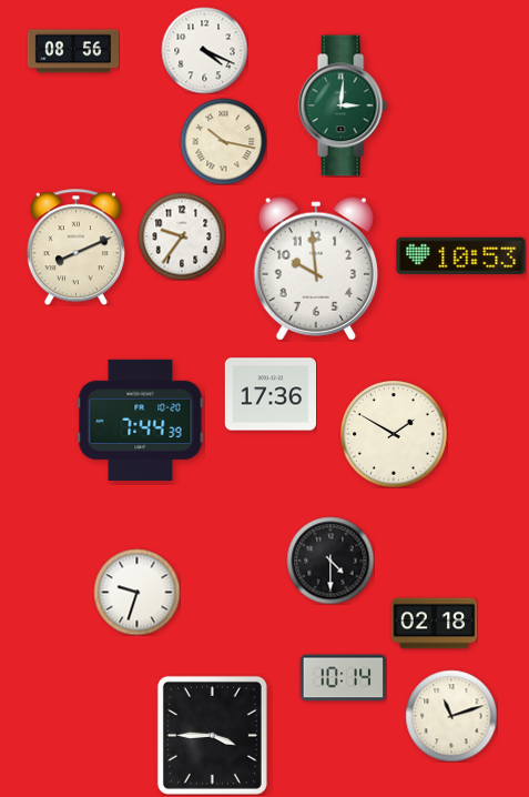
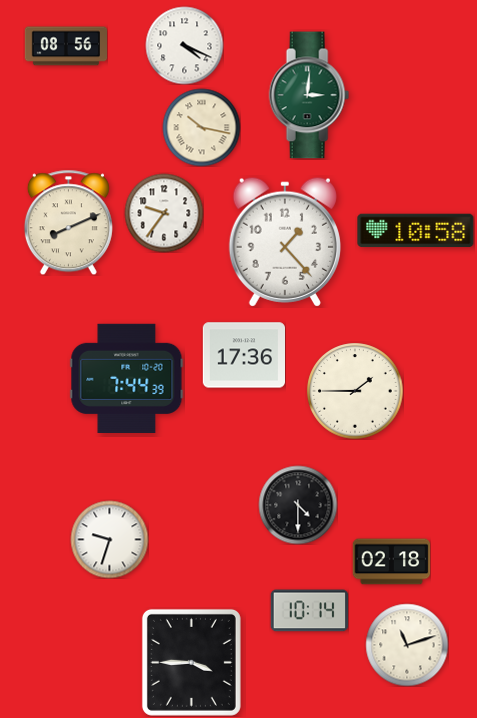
clock at (461, 256): 10:53 -> 10:58
clock at (316, 269): 9:59 -> 1:23
clock at (394, 434): 1:50 -> 1:45
clock at (136, 592) position: (136, 592) -> (109, 539)
